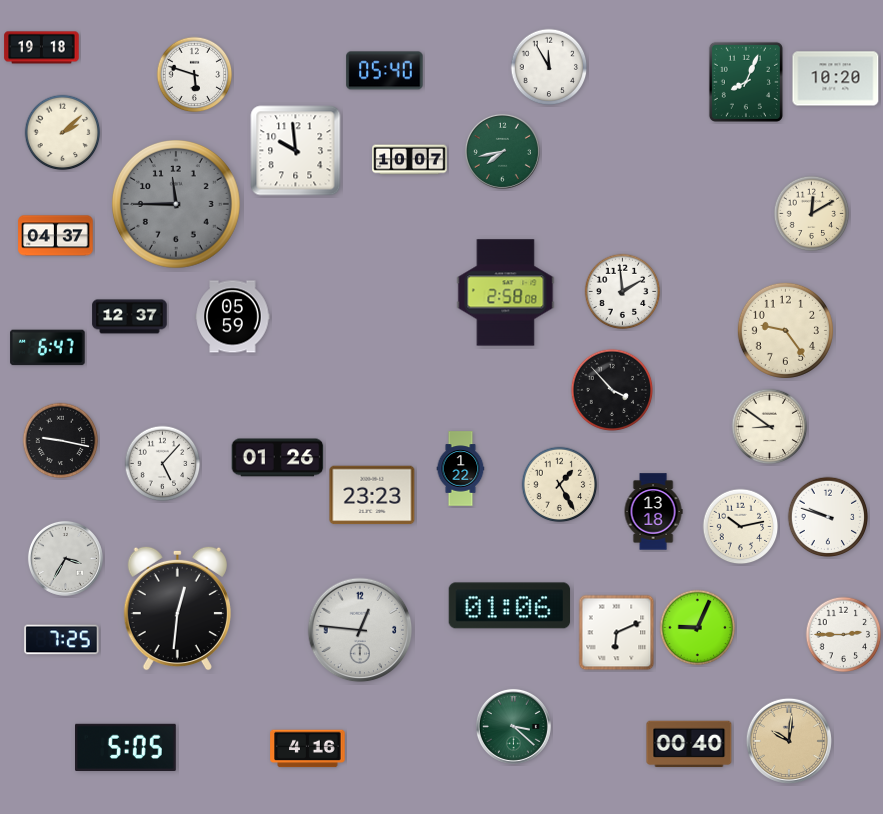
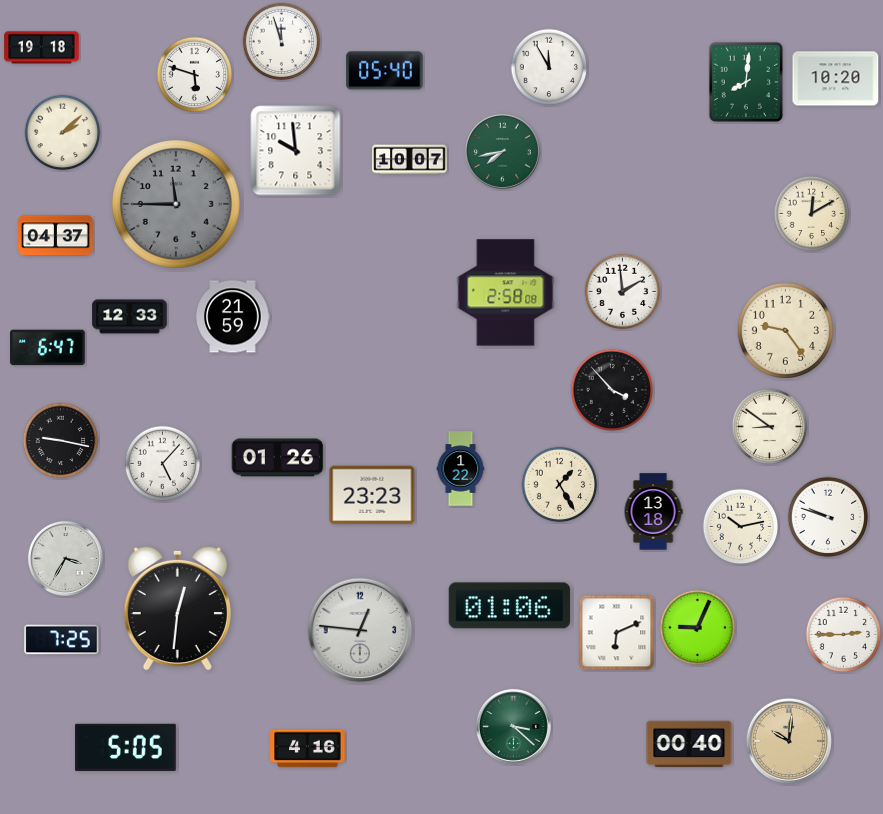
clock at (282, 42): none -> 11:57
clock at (746, 82): 8:04 -> 8:01
clock at (130, 317): 12:37 -> 12:33
clock at (233, 317): 05:59 -> 21:59
